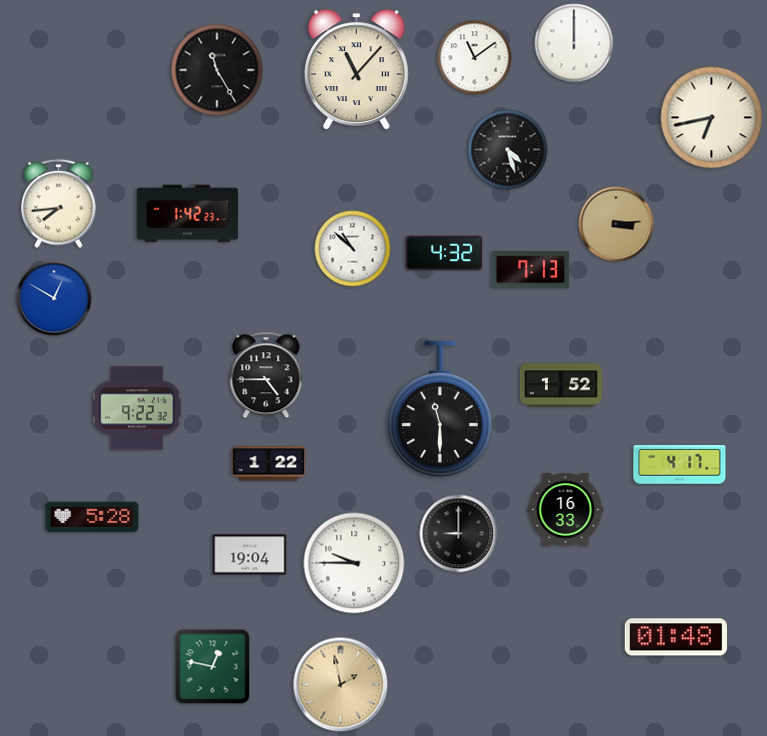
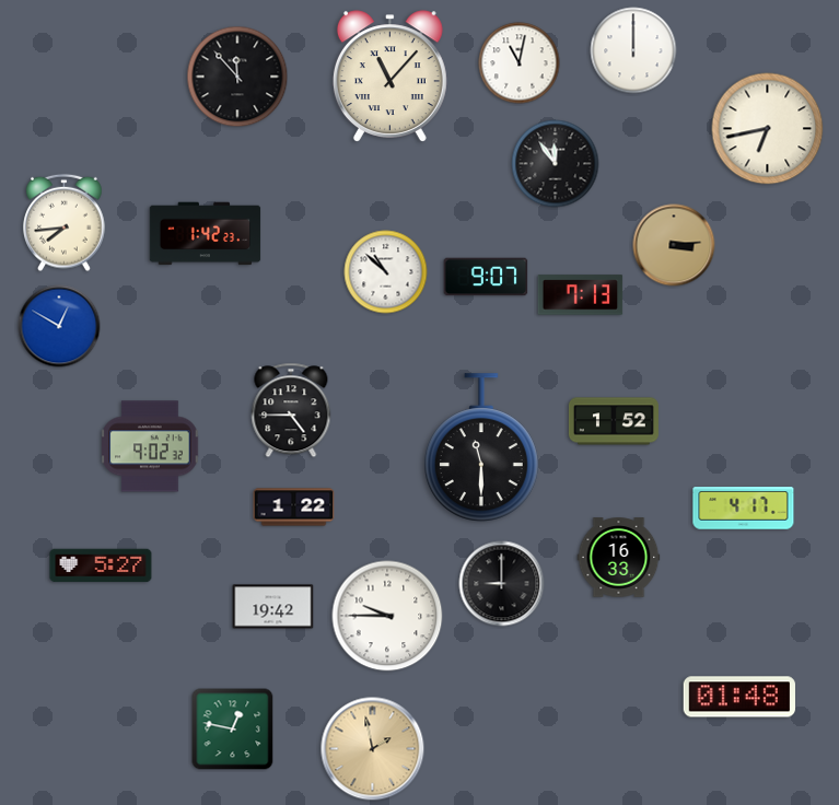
clock at (574, 43) position: (574, 43) -> (633, 50)
clock at (475, 58): 11:09 -> 11:02
clock at (217, 70): 11:25 -> 11:53
clock at (712, 118) position: (712, 118) -> (768, 129)
clock at (508, 150): 4:27 -> 11:54
clock at (444, 253): 4:32 -> 9:07
clock at (137, 408): 9:22 -> 9:02
clock at (92, 517): 5:28 -> 5:27
clock at (250, 555): 19:04 -> 19:42
